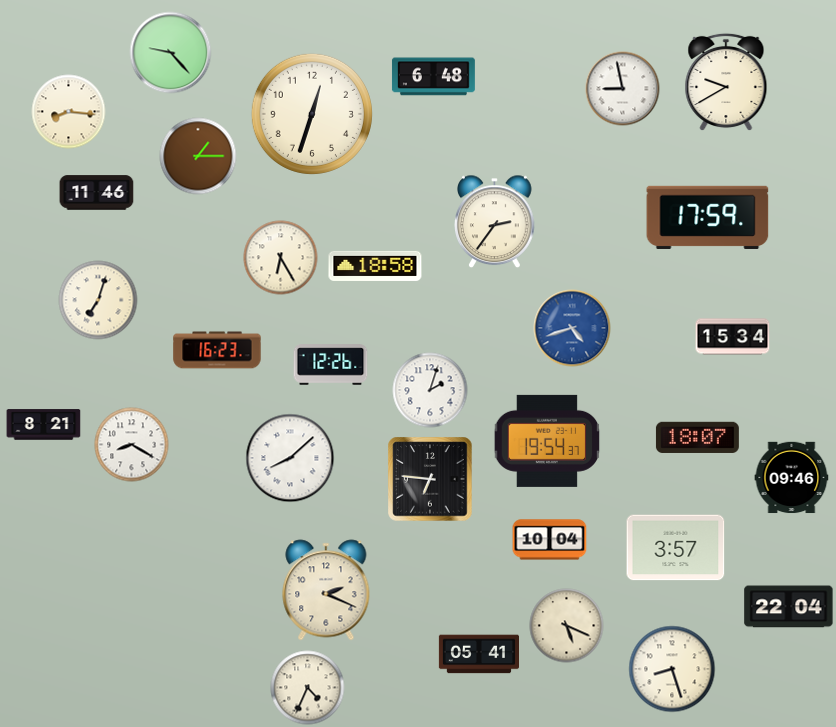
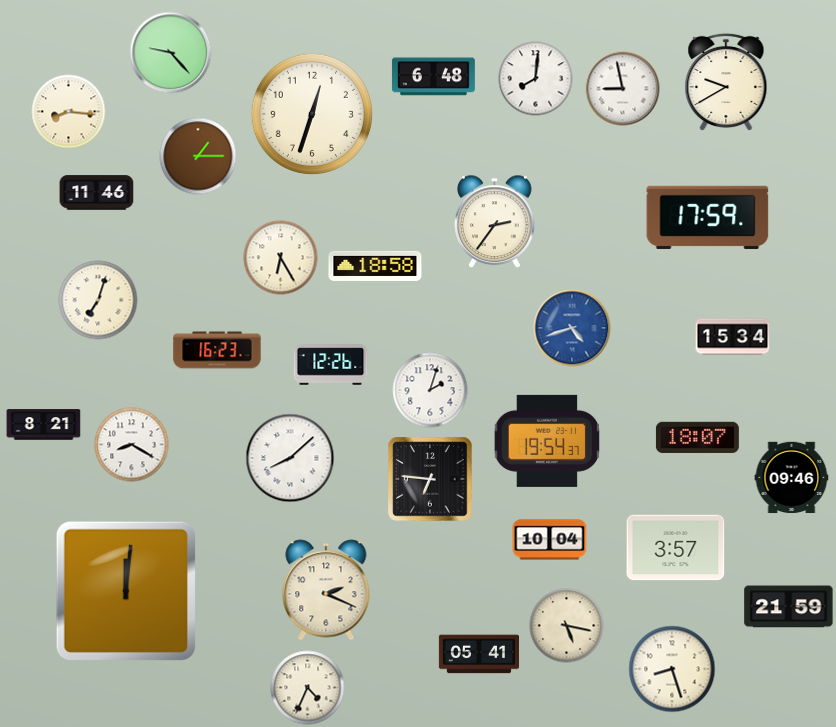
clock at (536, 79): none -> 8:01
clock at (126, 591): none -> 12:01
clock at (789, 607): 22:04 -> 21:59
clock at (567, 626): 5:19 -> 5:17
